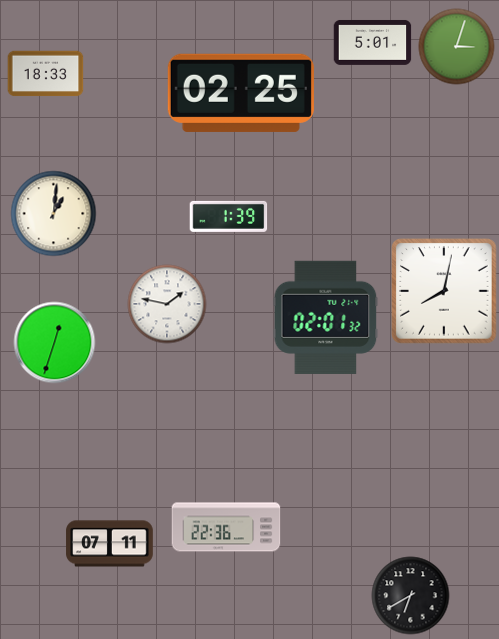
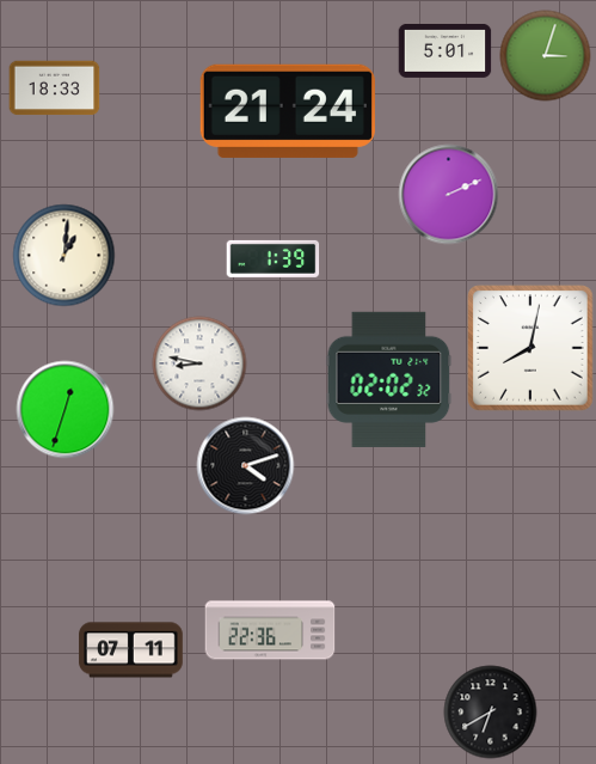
clock at (241, 93): 02:25 -> 21:24
clock at (449, 195): none -> 2:11
clock at (167, 304): 1:47 -> 8:47
clock at (326, 317): 02:01 -> 02:02
clock at (246, 466): none -> 4:12
